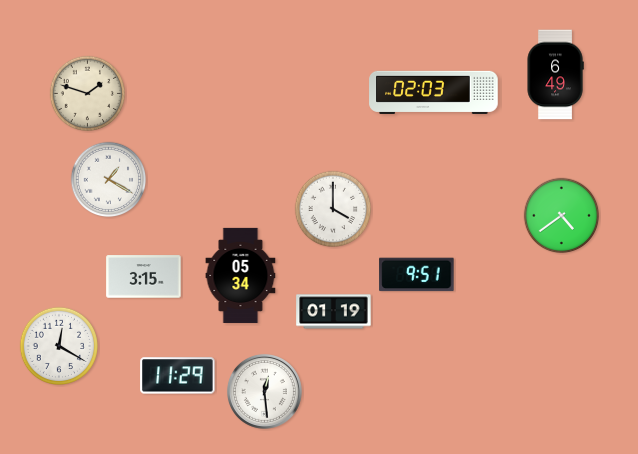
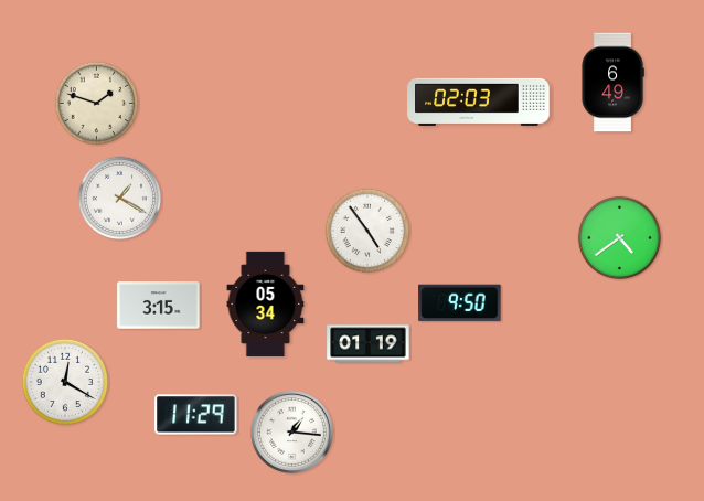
clock at (333, 209): 4:00 -> 4:54
clock at (417, 275): 9:51 -> 9:50
clock at (264, 391): 12:29 -> 1:16
